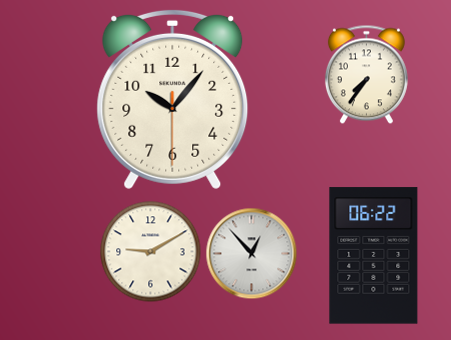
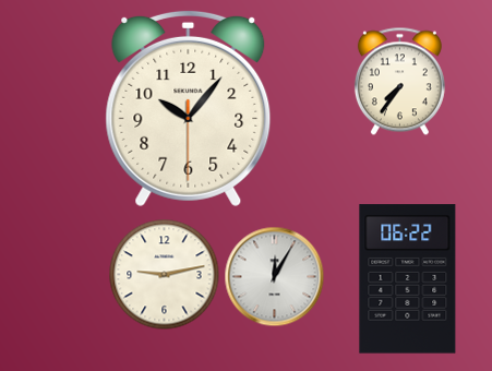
clock at (151, 252): 9:10 -> 9:13
clock at (251, 253): 12:53 -> 12:05
